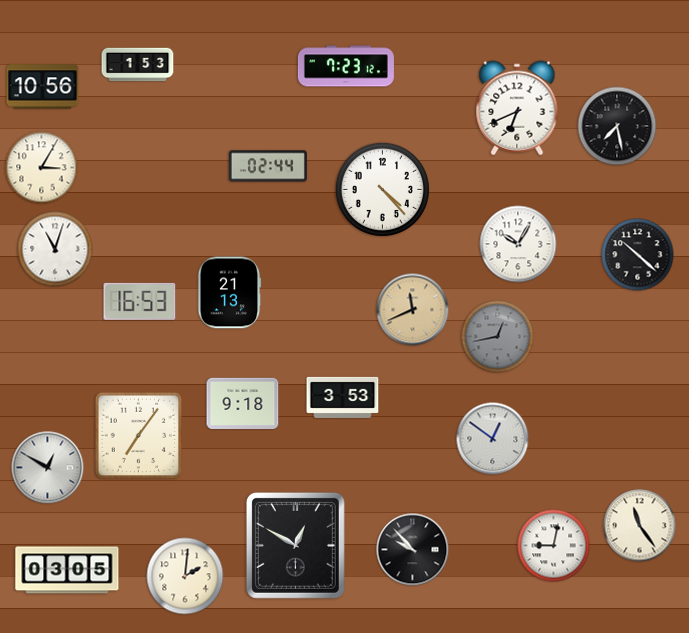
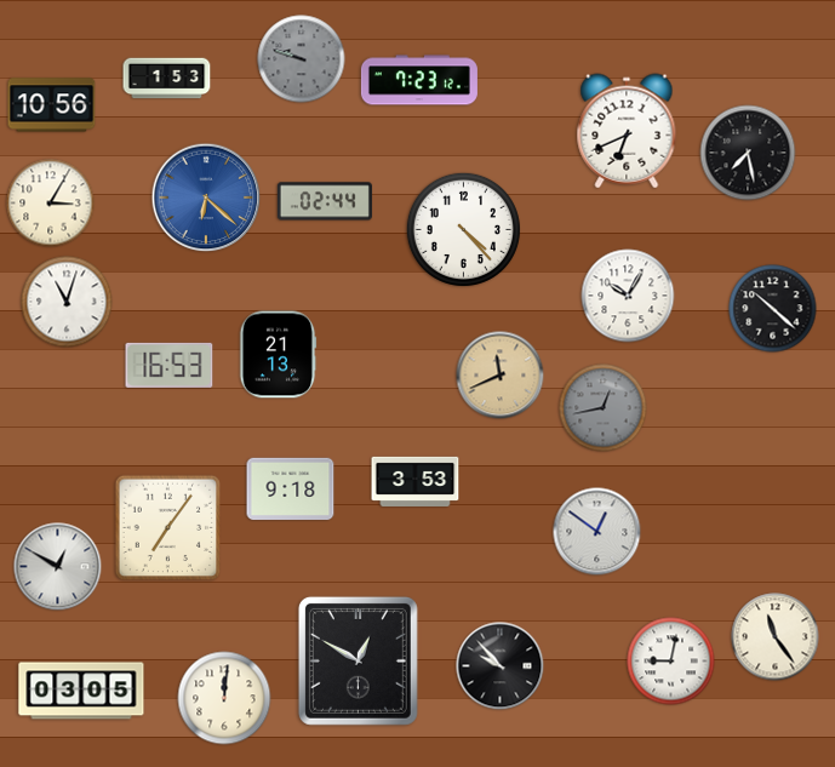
clock at (302, 59): none -> 9:48
clock at (206, 198): none -> 6:22
clock at (243, 404) position: (243, 404) -> (291, 490)
clock at (185, 576): 2:01 -> 12:01
